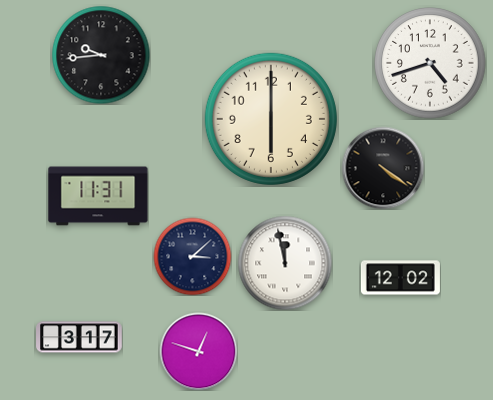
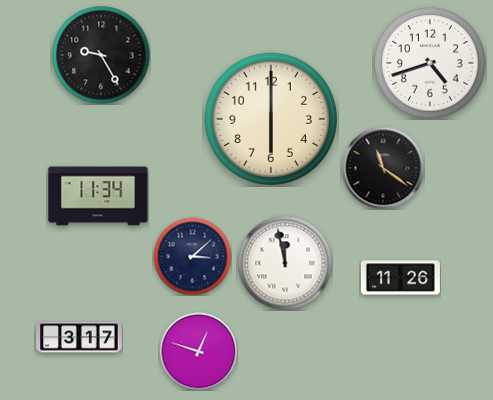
clock at (101, 55): 9:44 -> 9:25
clock at (383, 168): 4:21 -> 11:21
clock at (98, 196): 11:31 -> 11:34
clock at (400, 278): 12:02 -> 11:26
